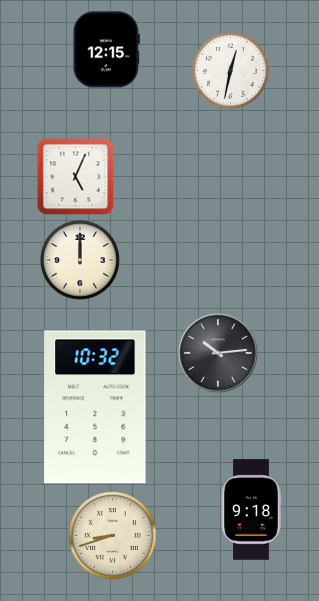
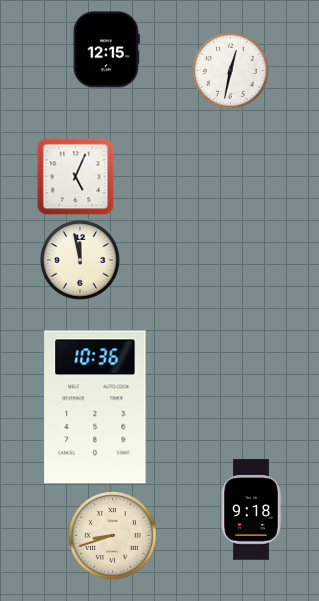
clock at (80, 260): 12:00 -> 11:58
clock at (218, 353): 10:14 -> none
clock at (95, 407): 10:32 -> 10:36
